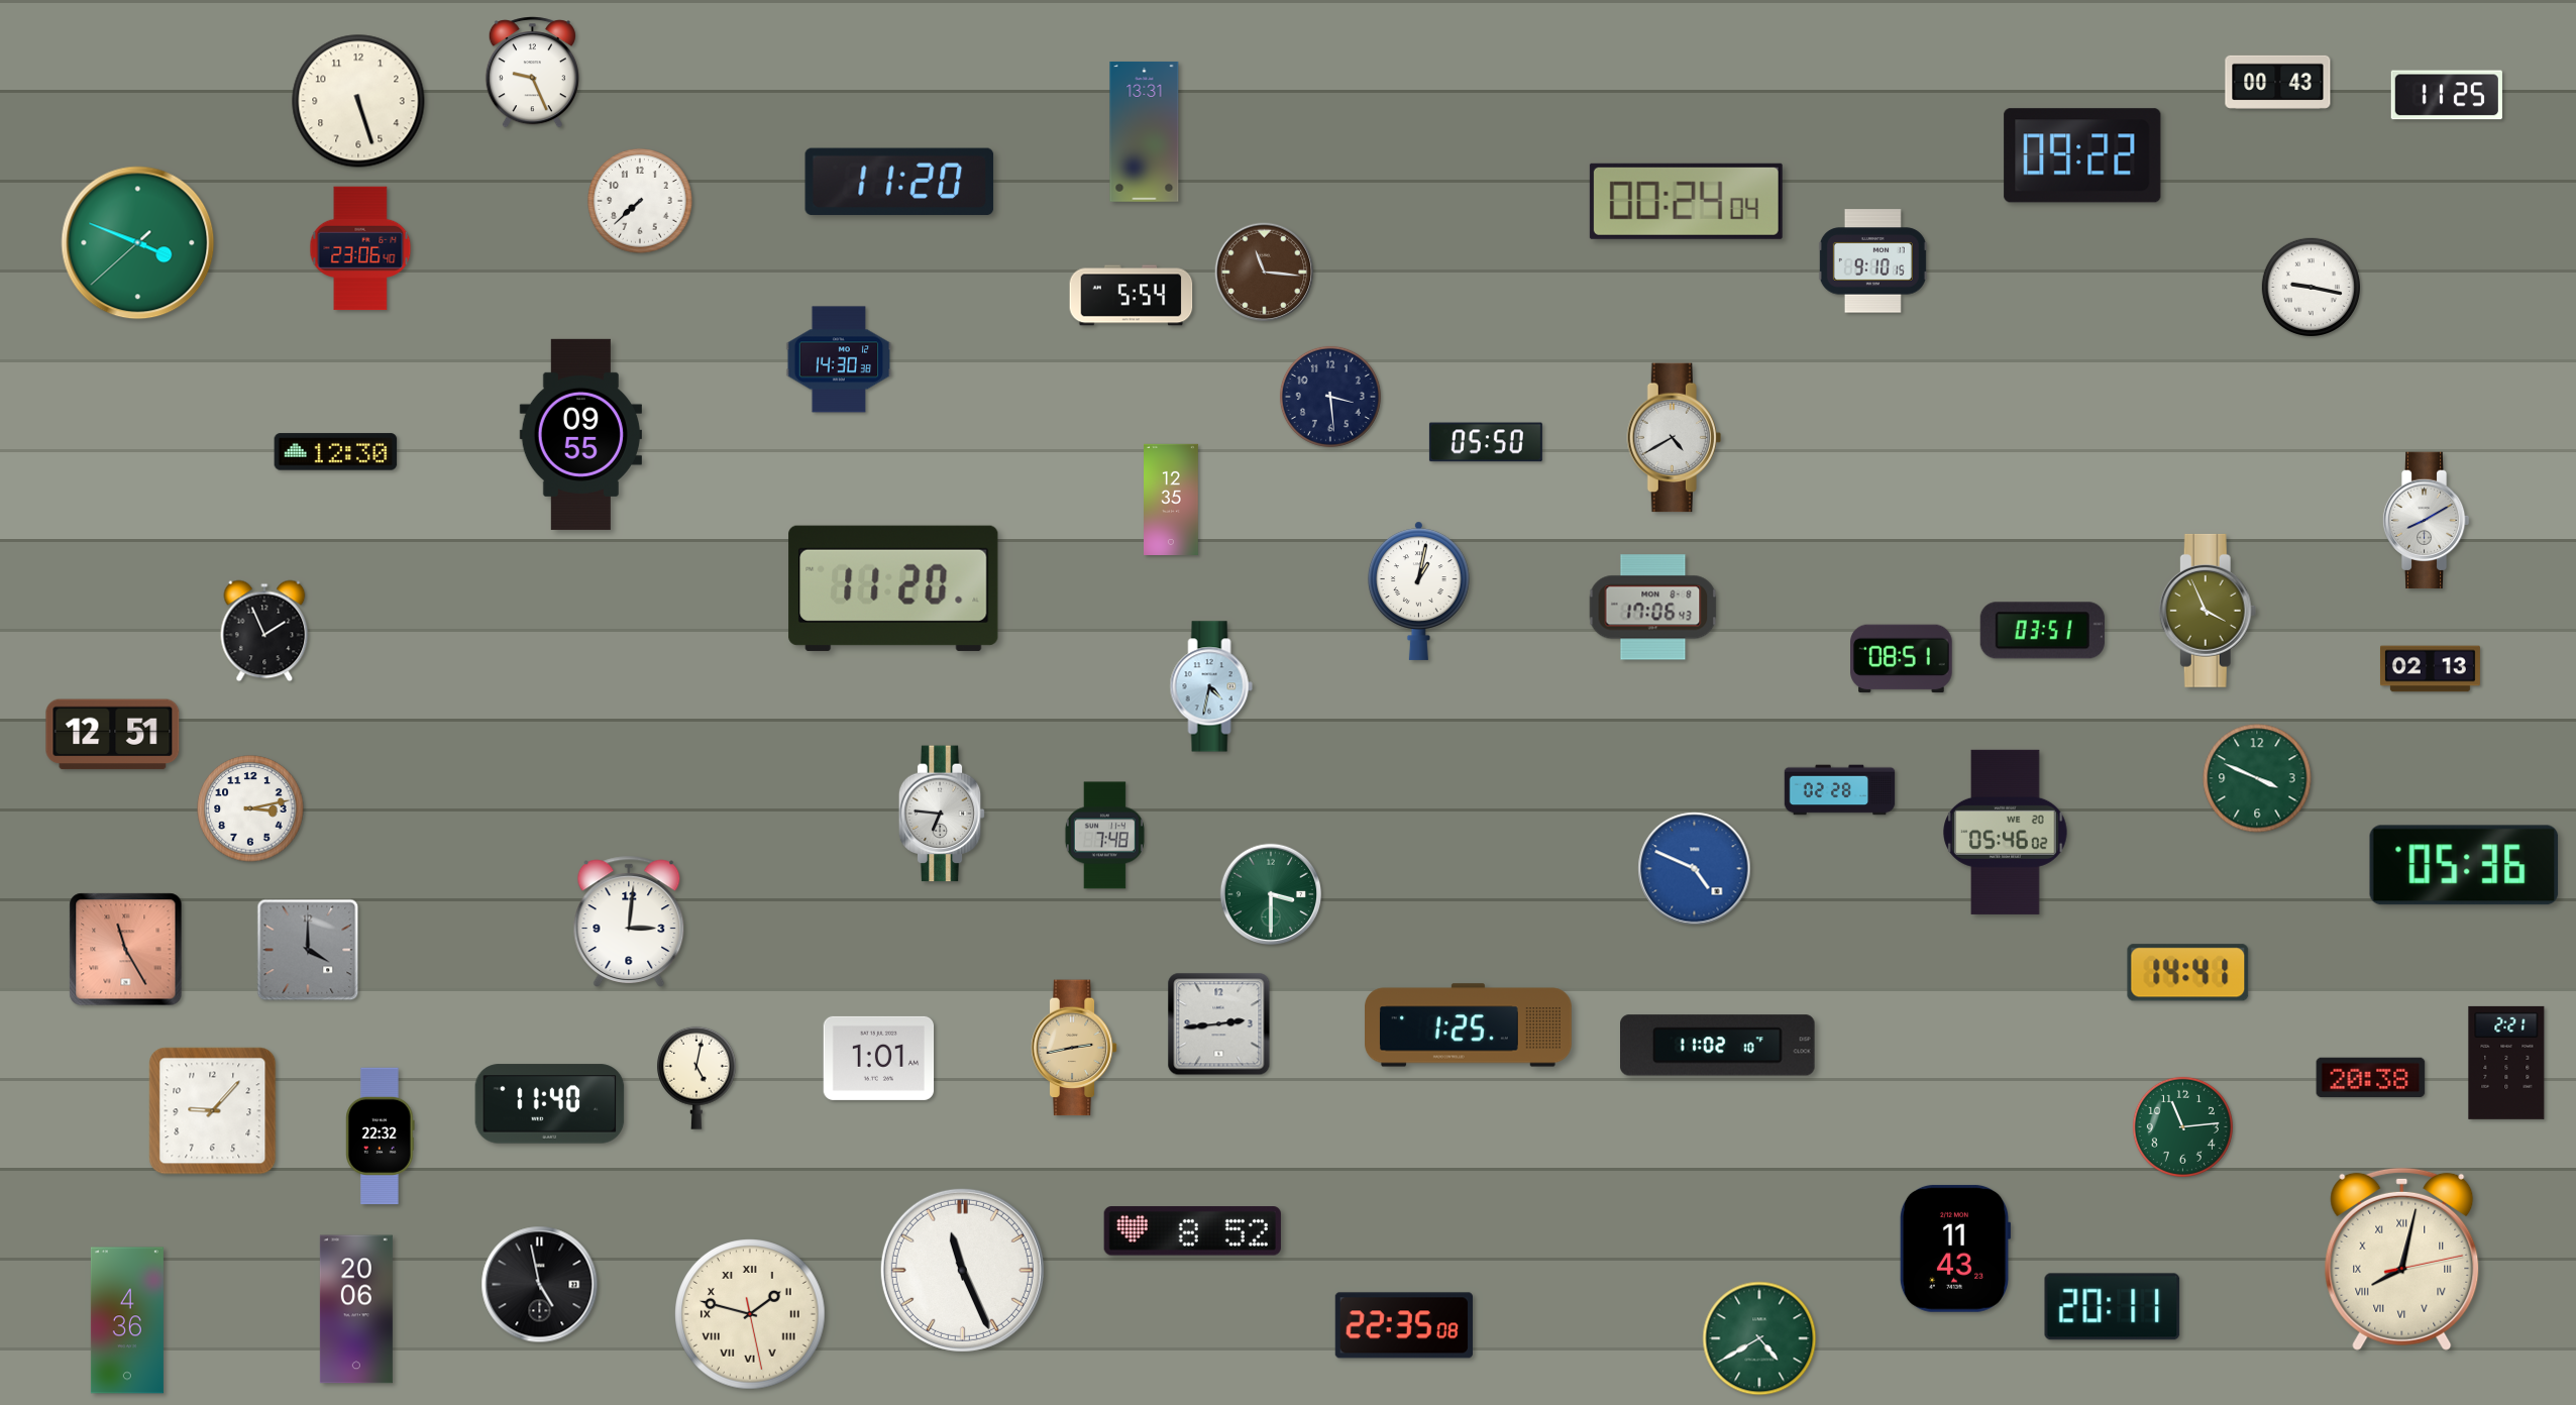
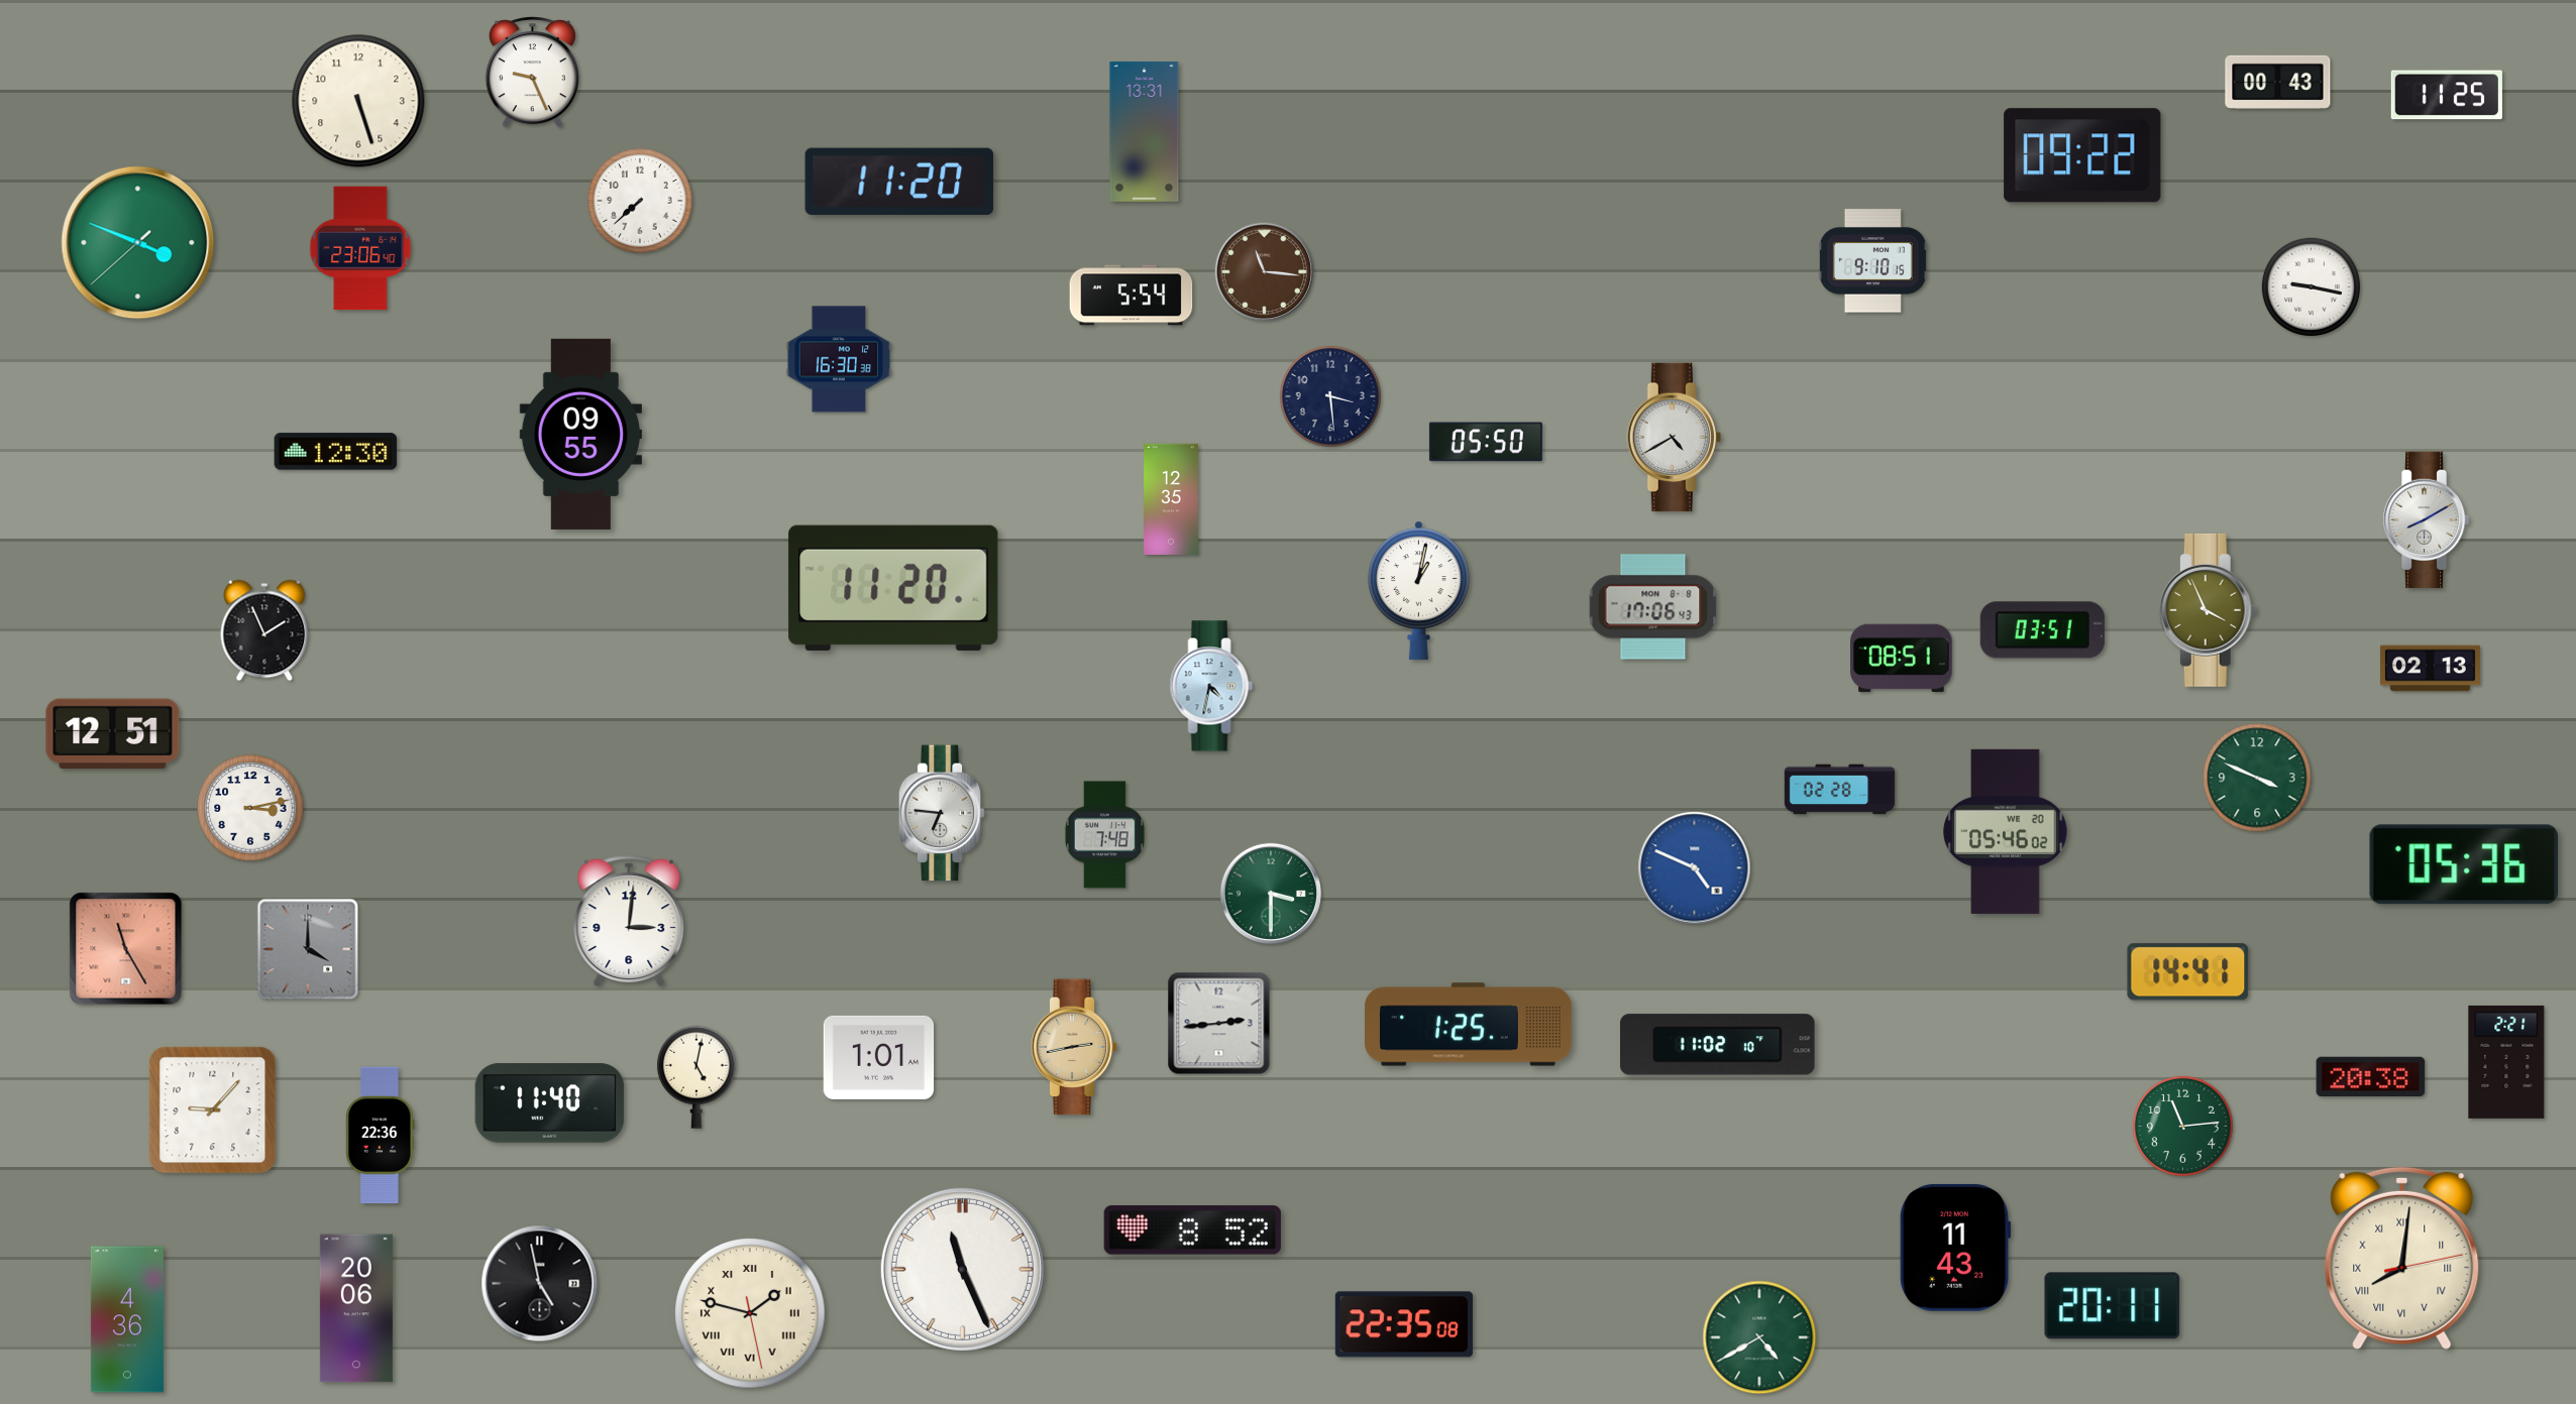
clock at (1686, 201): 00:24 -> none
clock at (839, 359): 14:30 -> 16:30
clock at (381, 1137): 22:32 -> 22:36
clock at (2402, 1259): 8:02 -> 8:01
